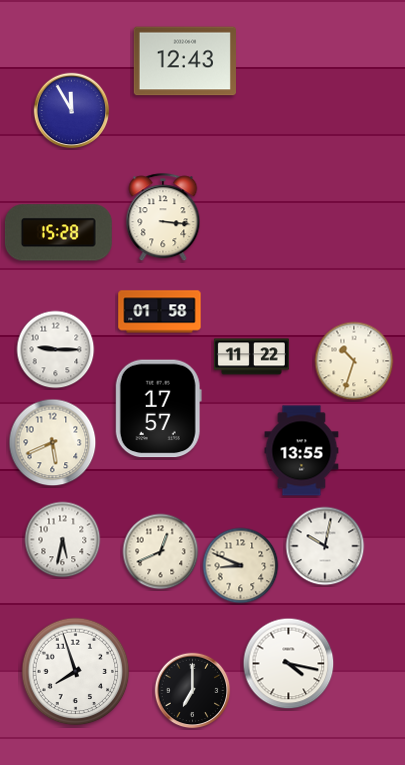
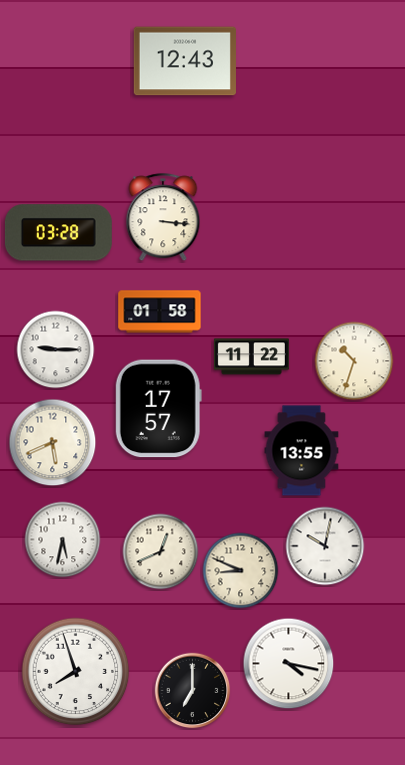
clock at (72, 111): 11:55 -> none
clock at (58, 233): 15:28 -> 03:28
clock at (241, 566) position: (241, 566) -> (241, 571)
